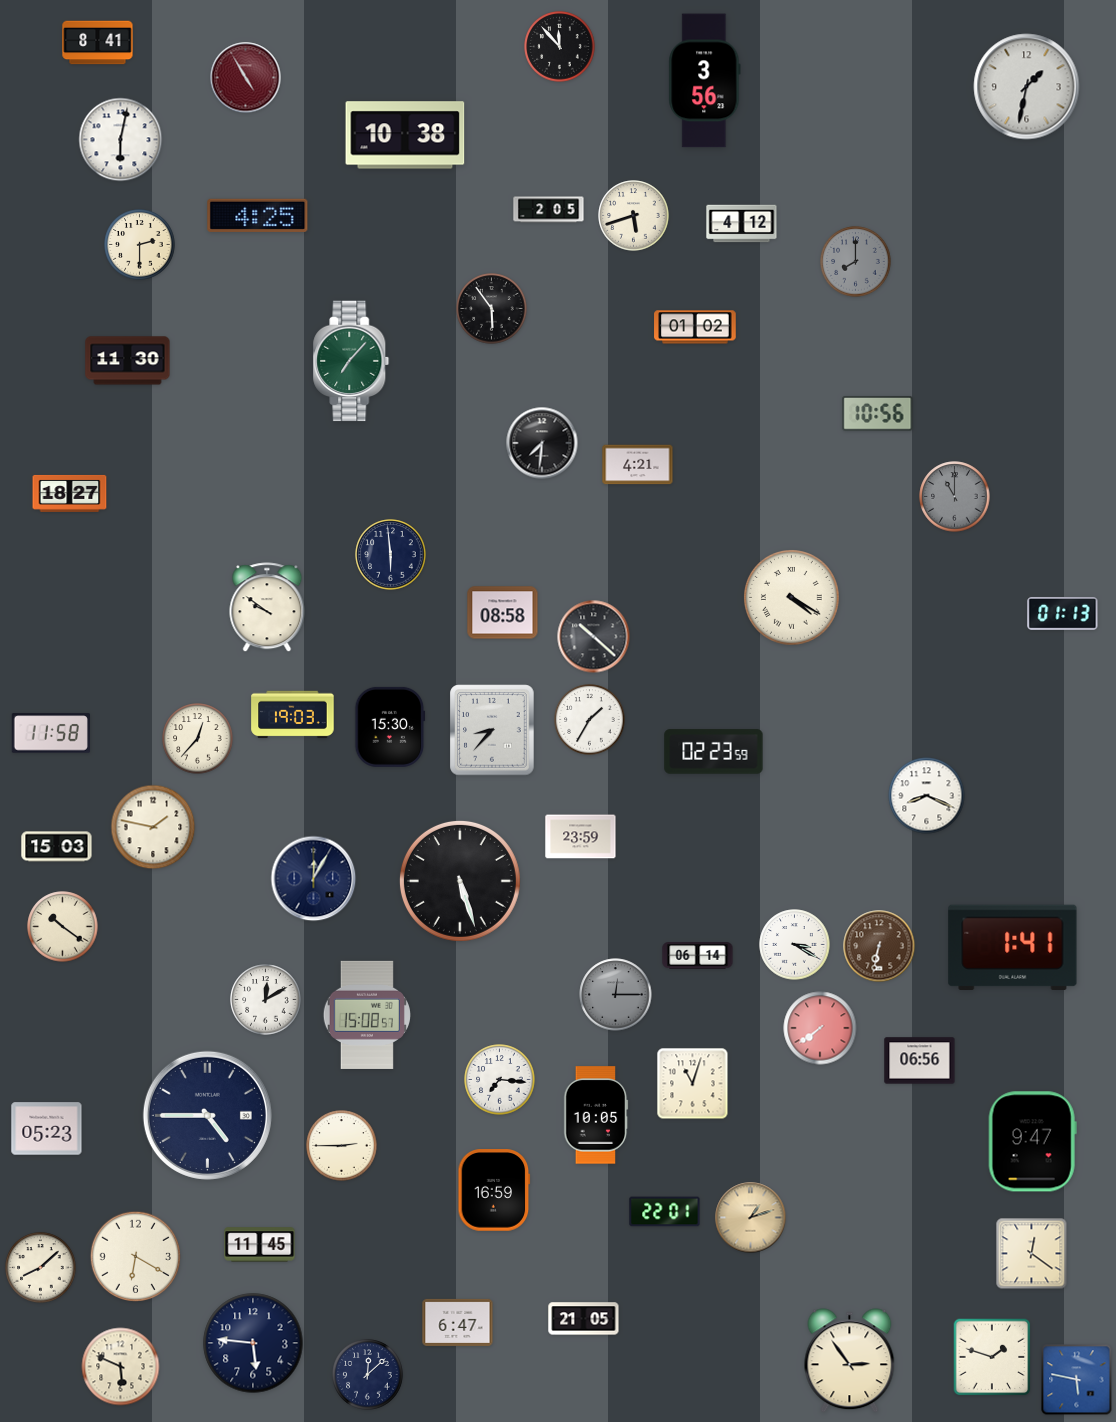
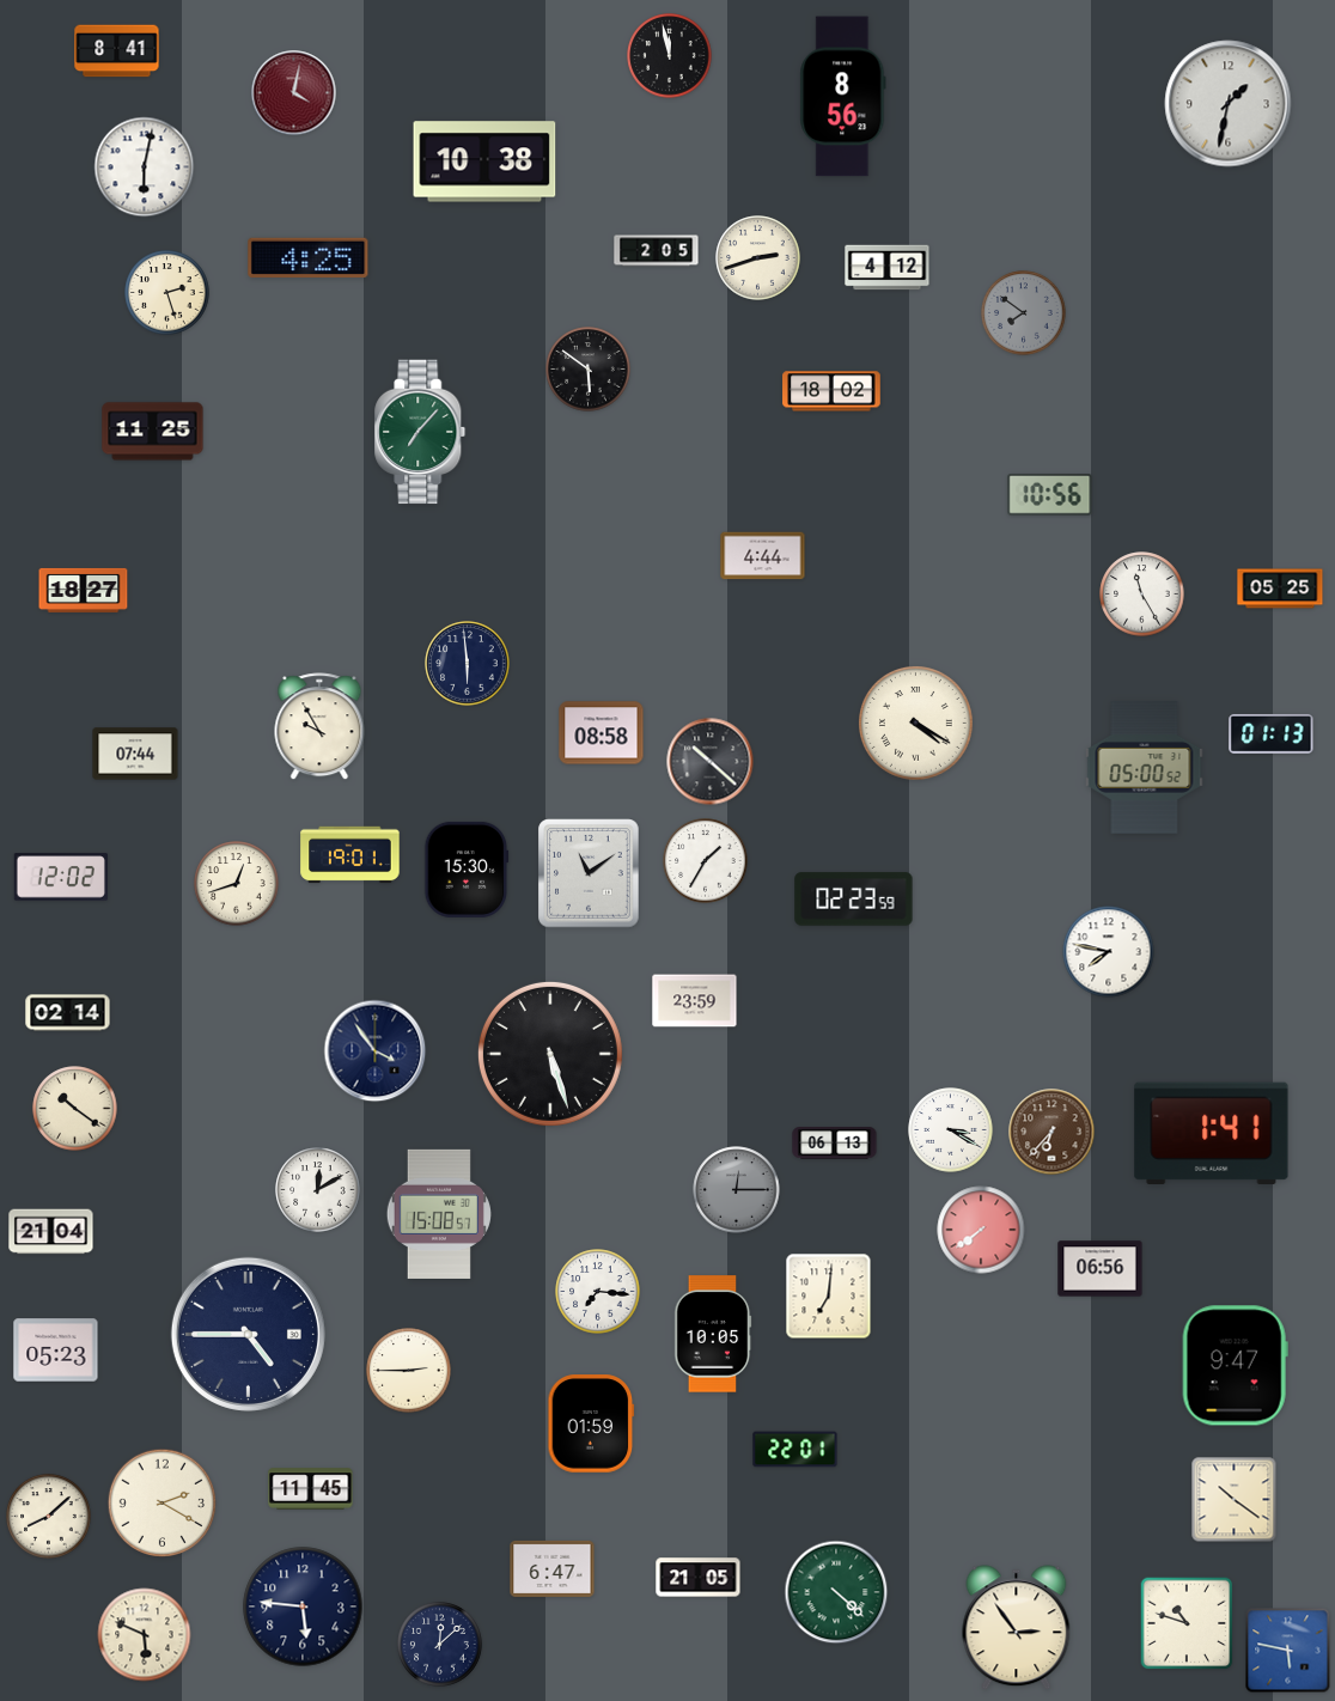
clock at (560, 47): 11:53 -> 11:58
clock at (246, 78): 4:55 -> 4:02
clock at (705, 81): 3:56 -> 8:56
clock at (634, 216): 5:42 -> 2:42
clock at (140, 245): 2:30 -> 2:27
clock at (856, 262): 8:00 -> 7:51
clock at (492, 309): 5:54 -> 5:51
clock at (695, 327): 01:02 -> 18:02
clock at (128, 361): 11:30 -> 11:25
clock at (542, 443): 7:31 -> none
clock at (638, 465): 4:21 -> 4:44
clock at (1280, 589): none -> 05:25
clock at (955, 497): 11:00 -> 11:25
clock at (955, 497) dial: grey -> white
clock at (792, 598) position: (792, 598) -> (916, 724)
clock at (267, 608): 9:51 -> 9:55
clock at (135, 754): none -> 07:44
clock at (1145, 768): none -> 05:00
clock at (293, 715): 19:03 -> 19:01
clock at (492, 730): 8:37 -> 11:09
clock at (50, 733): 11:58 -> 12:02
clock at (198, 739): 12:37 -> 12:42
clock at (927, 796): 8:19 -> 7:47
clock at (153, 827): 1:47 -> none
clock at (57, 847): 15:03 -> 02:14
clock at (314, 879): 12:05 -> 3:54
clock at (879, 946): 6:32 -> 6:37
clock at (698, 956): 06:14 -> 06:13
clock at (266, 1000) position: (266, 1000) -> (318, 1190)
clock at (51, 1232): none -> 21:04
clock at (693, 1084): 11:03 -> 7:01
clock at (494, 1190): 16:59 -> 01:59
clock at (751, 1218): 1:12 -> none
clock at (1032, 1254): 12:21 -> 10:21
clock at (135, 1256): 6:20 -> 2:20
clock at (458, 1322) position: (458, 1322) -> (553, 1568)
clock at (836, 1592): none -> 4:22
clock at (992, 1357): 1:48 -> 10:48
